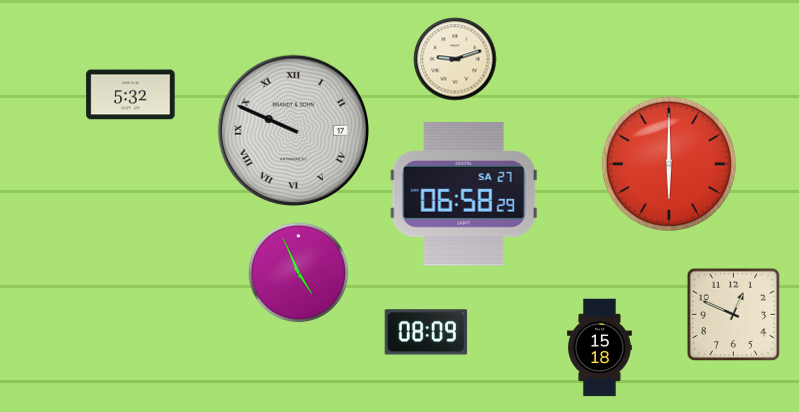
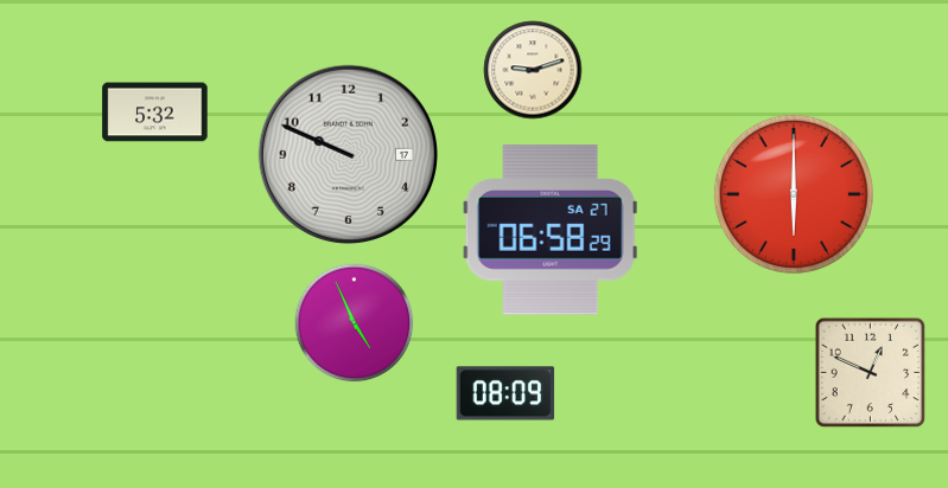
clock at (455, 59) position: (455, 59) -> (533, 70)
clock at (293, 130) numerals: Roman -> Arabic
clock at (600, 348): 15:18 -> none
